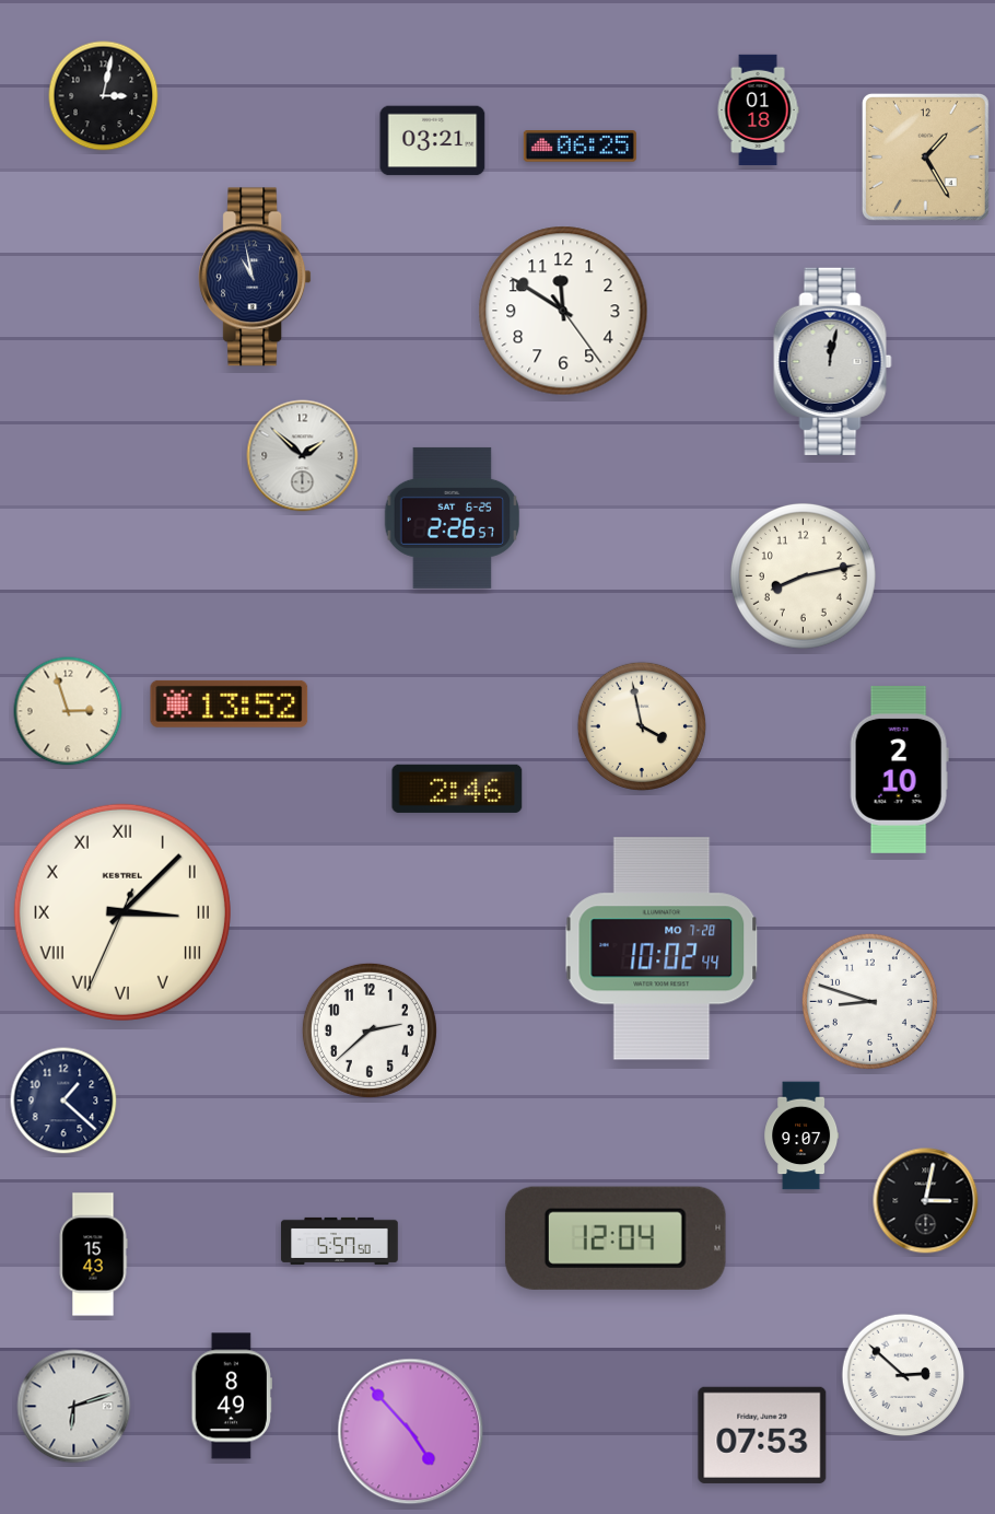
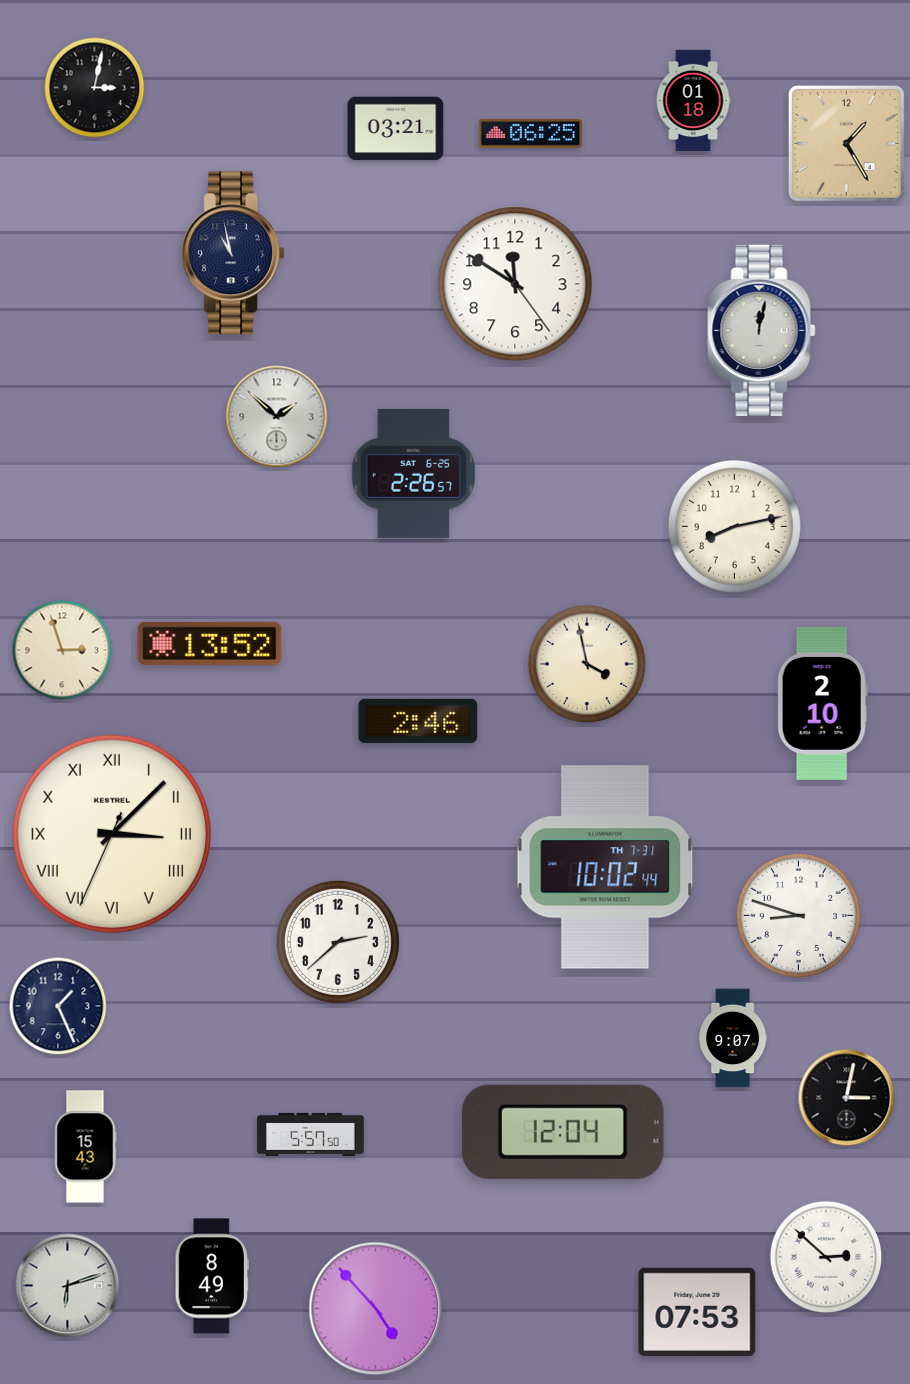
clock at (662, 948) date: MO 7-28 -> TH 7-31
clock at (869, 1001) position: (869, 1001) -> (798, 915)
clock at (63, 1100): 1:22 -> 1:26
